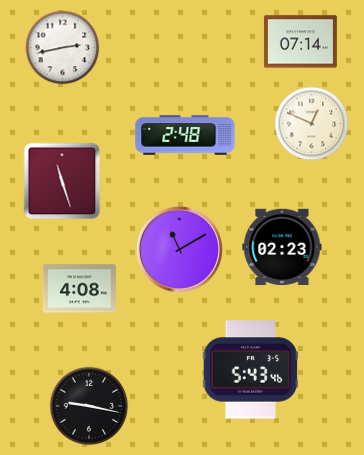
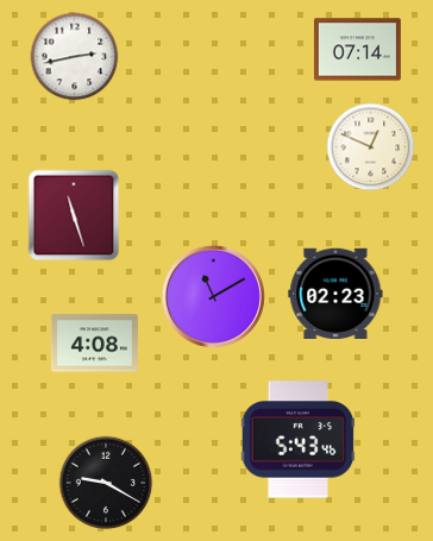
clock at (185, 135): 2:48 -> none
clock at (89, 406): 9:17 -> 9:20
